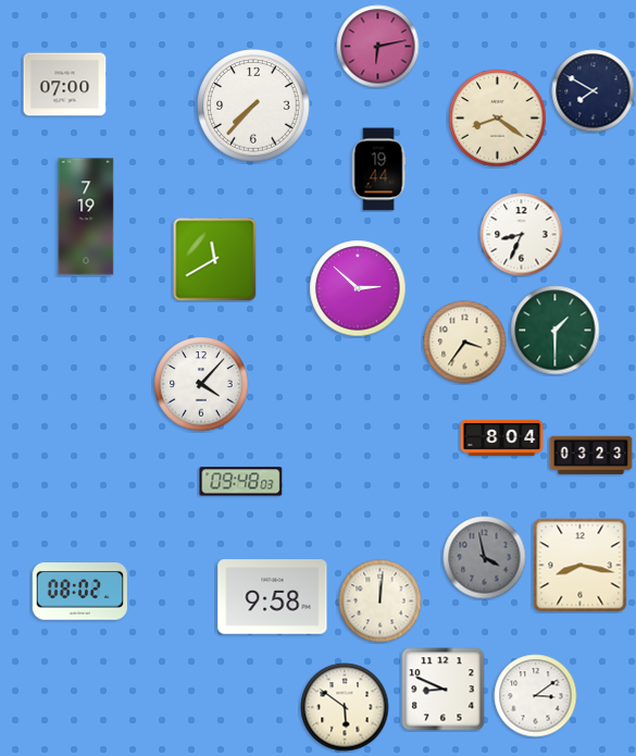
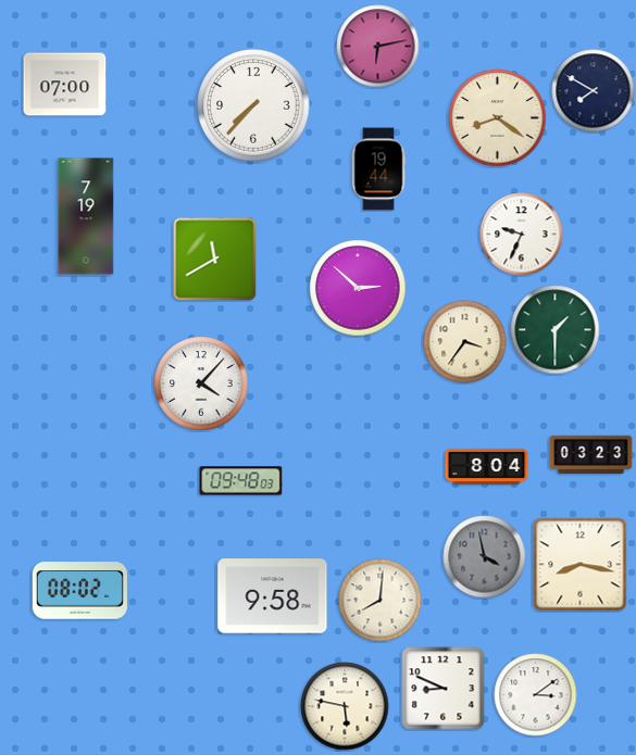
clock at (522, 235): 8:34 -> 9:34
clock at (502, 437) position: (502, 437) -> (487, 466)
clock at (381, 602): 12:01 -> 8:01
clock at (345, 707): 5:51 -> 5:47
